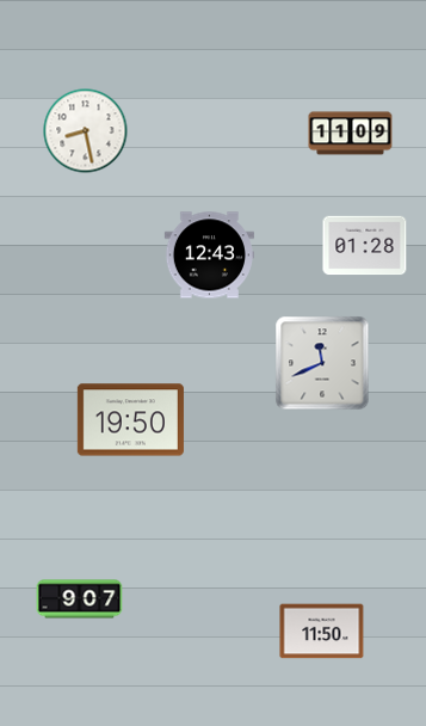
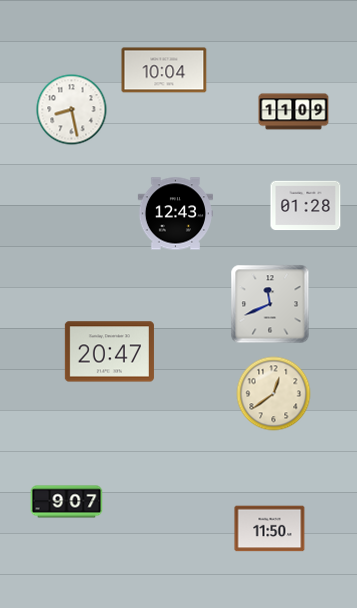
clock at (164, 70): none -> 10:04
clock at (130, 420): 19:50 -> 20:47
clock at (274, 394): none -> 12:39
